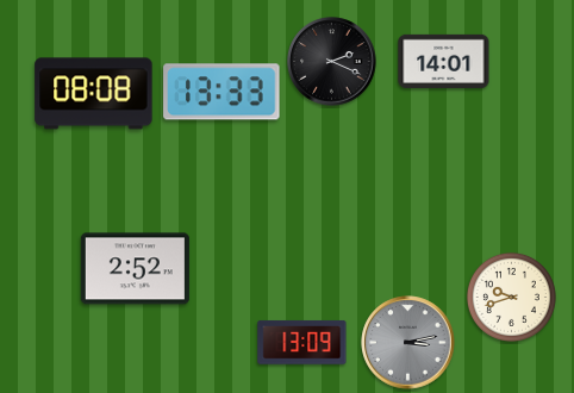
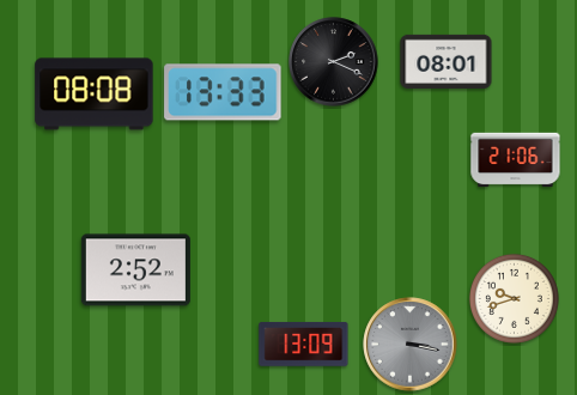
clock at (444, 61): 14:01 -> 08:01
clock at (516, 160): none -> 21:06
clock at (408, 343): 3:13 -> 3:17
